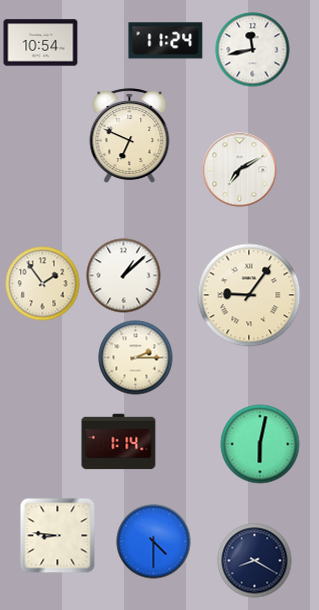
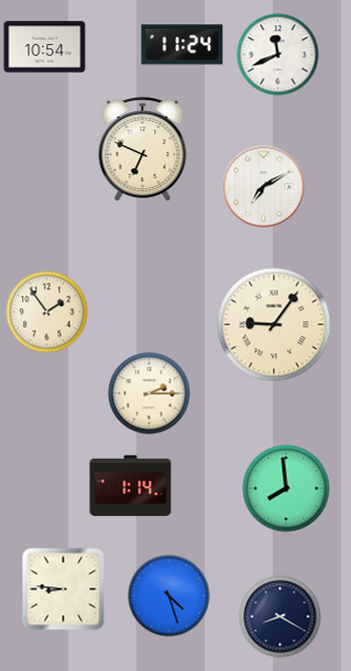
clock at (253, 50): 11:43 -> 11:41
clock at (124, 276): 1:08 -> none
clock at (260, 444): 6:02 -> 7:59
clock at (154, 542): 4:30 -> 4:27
